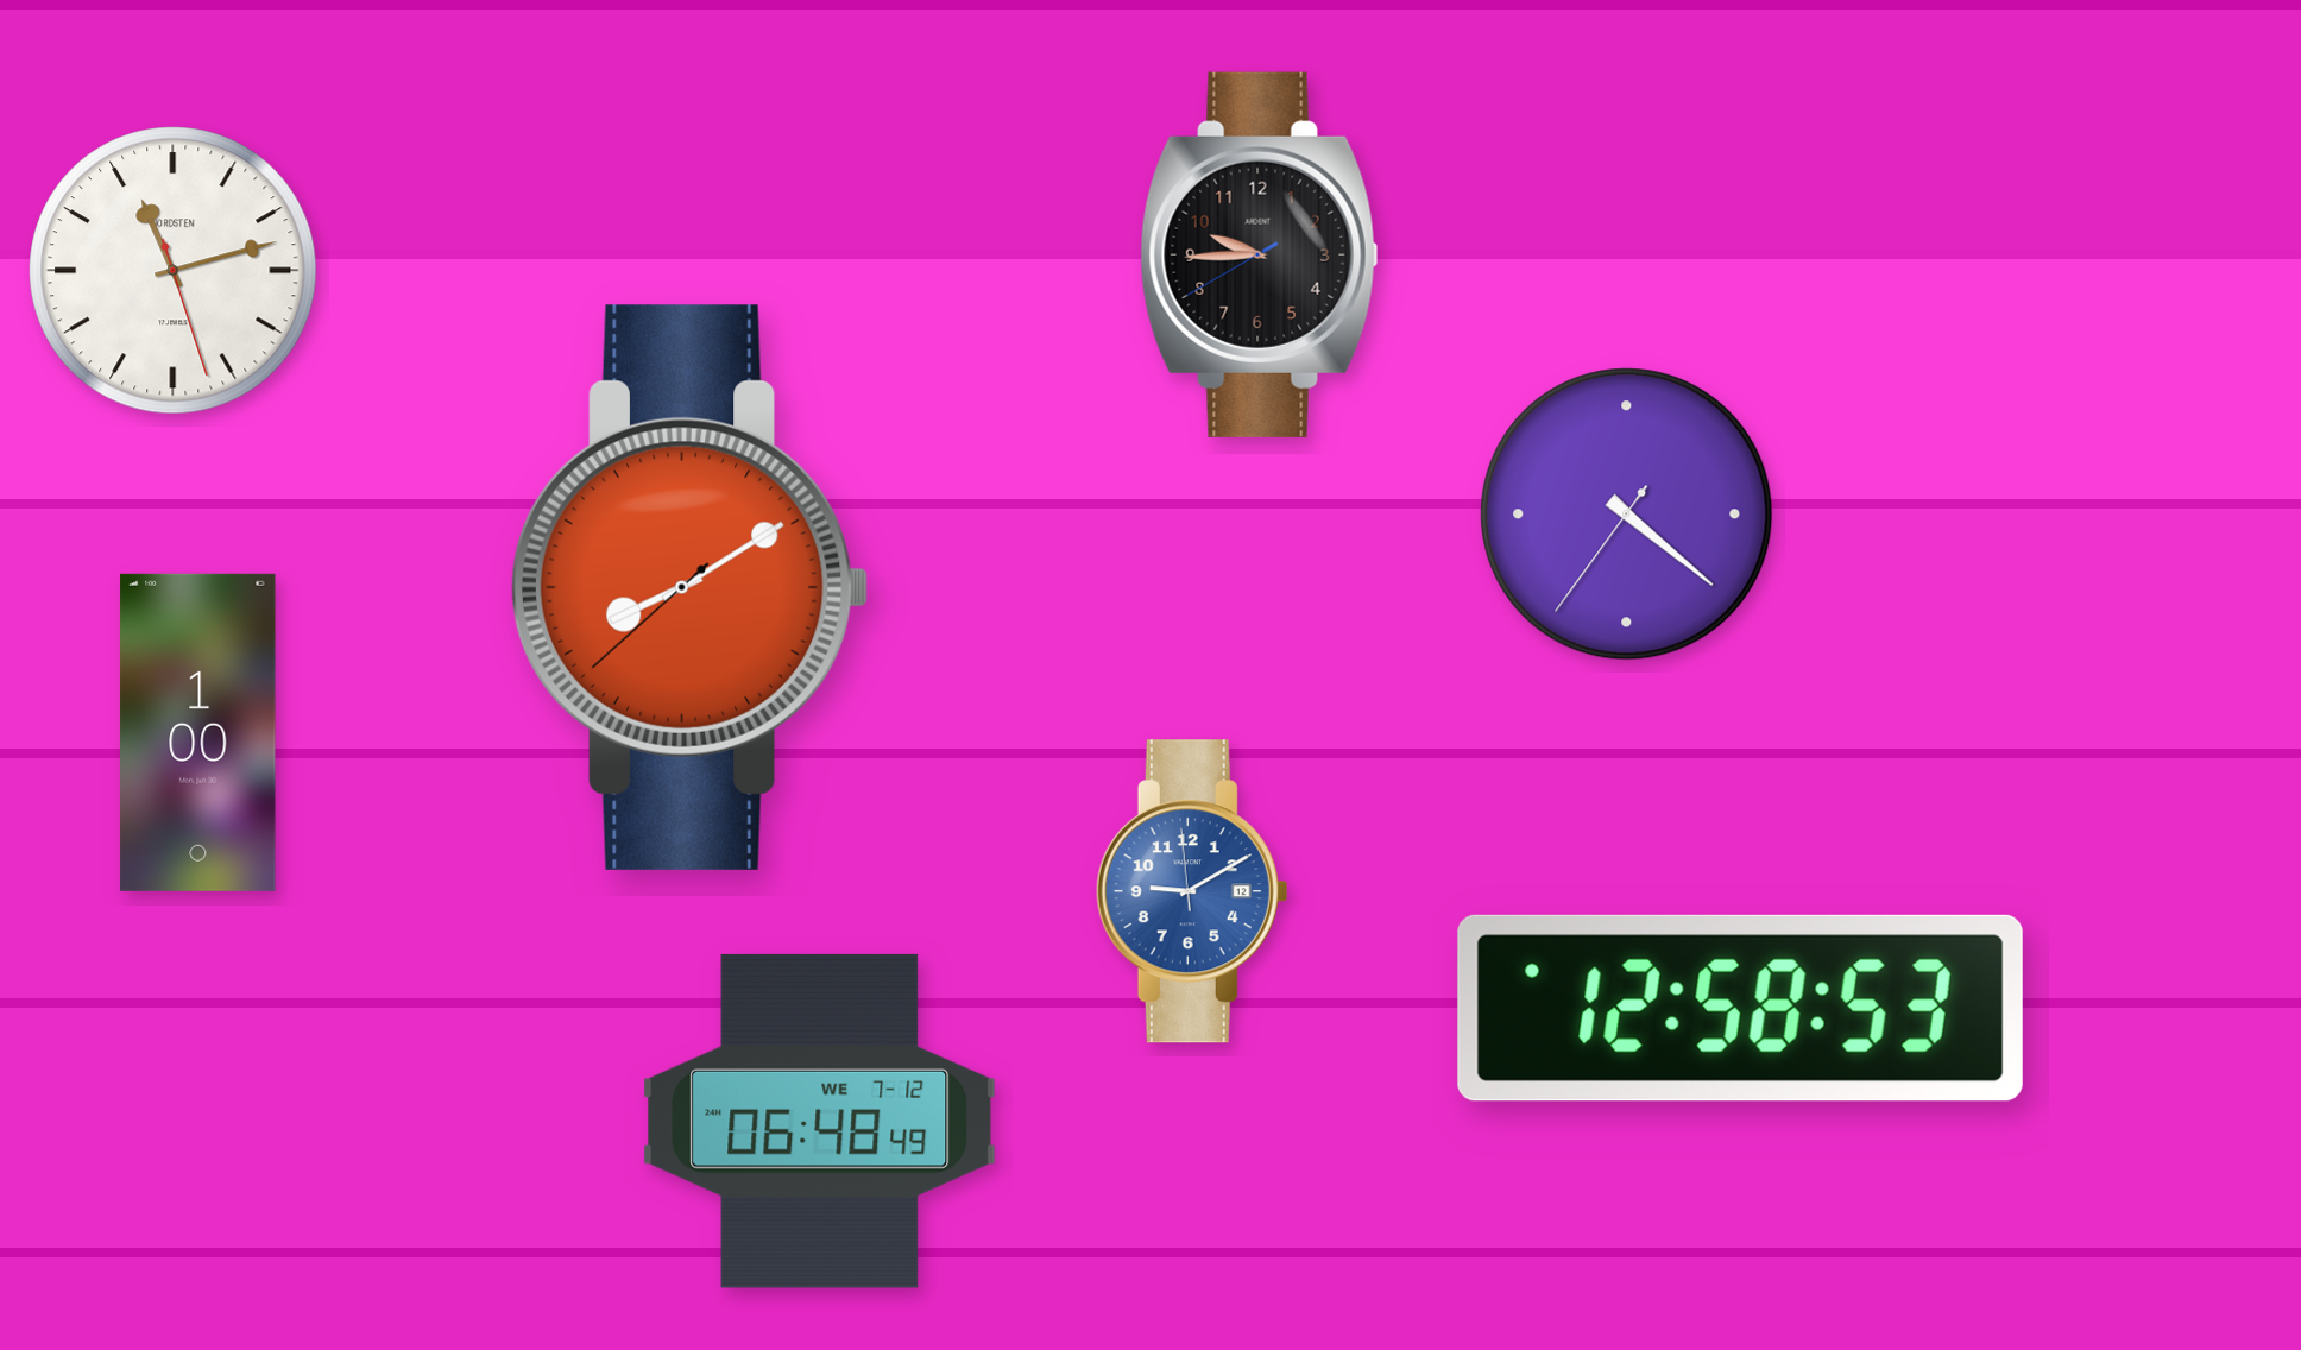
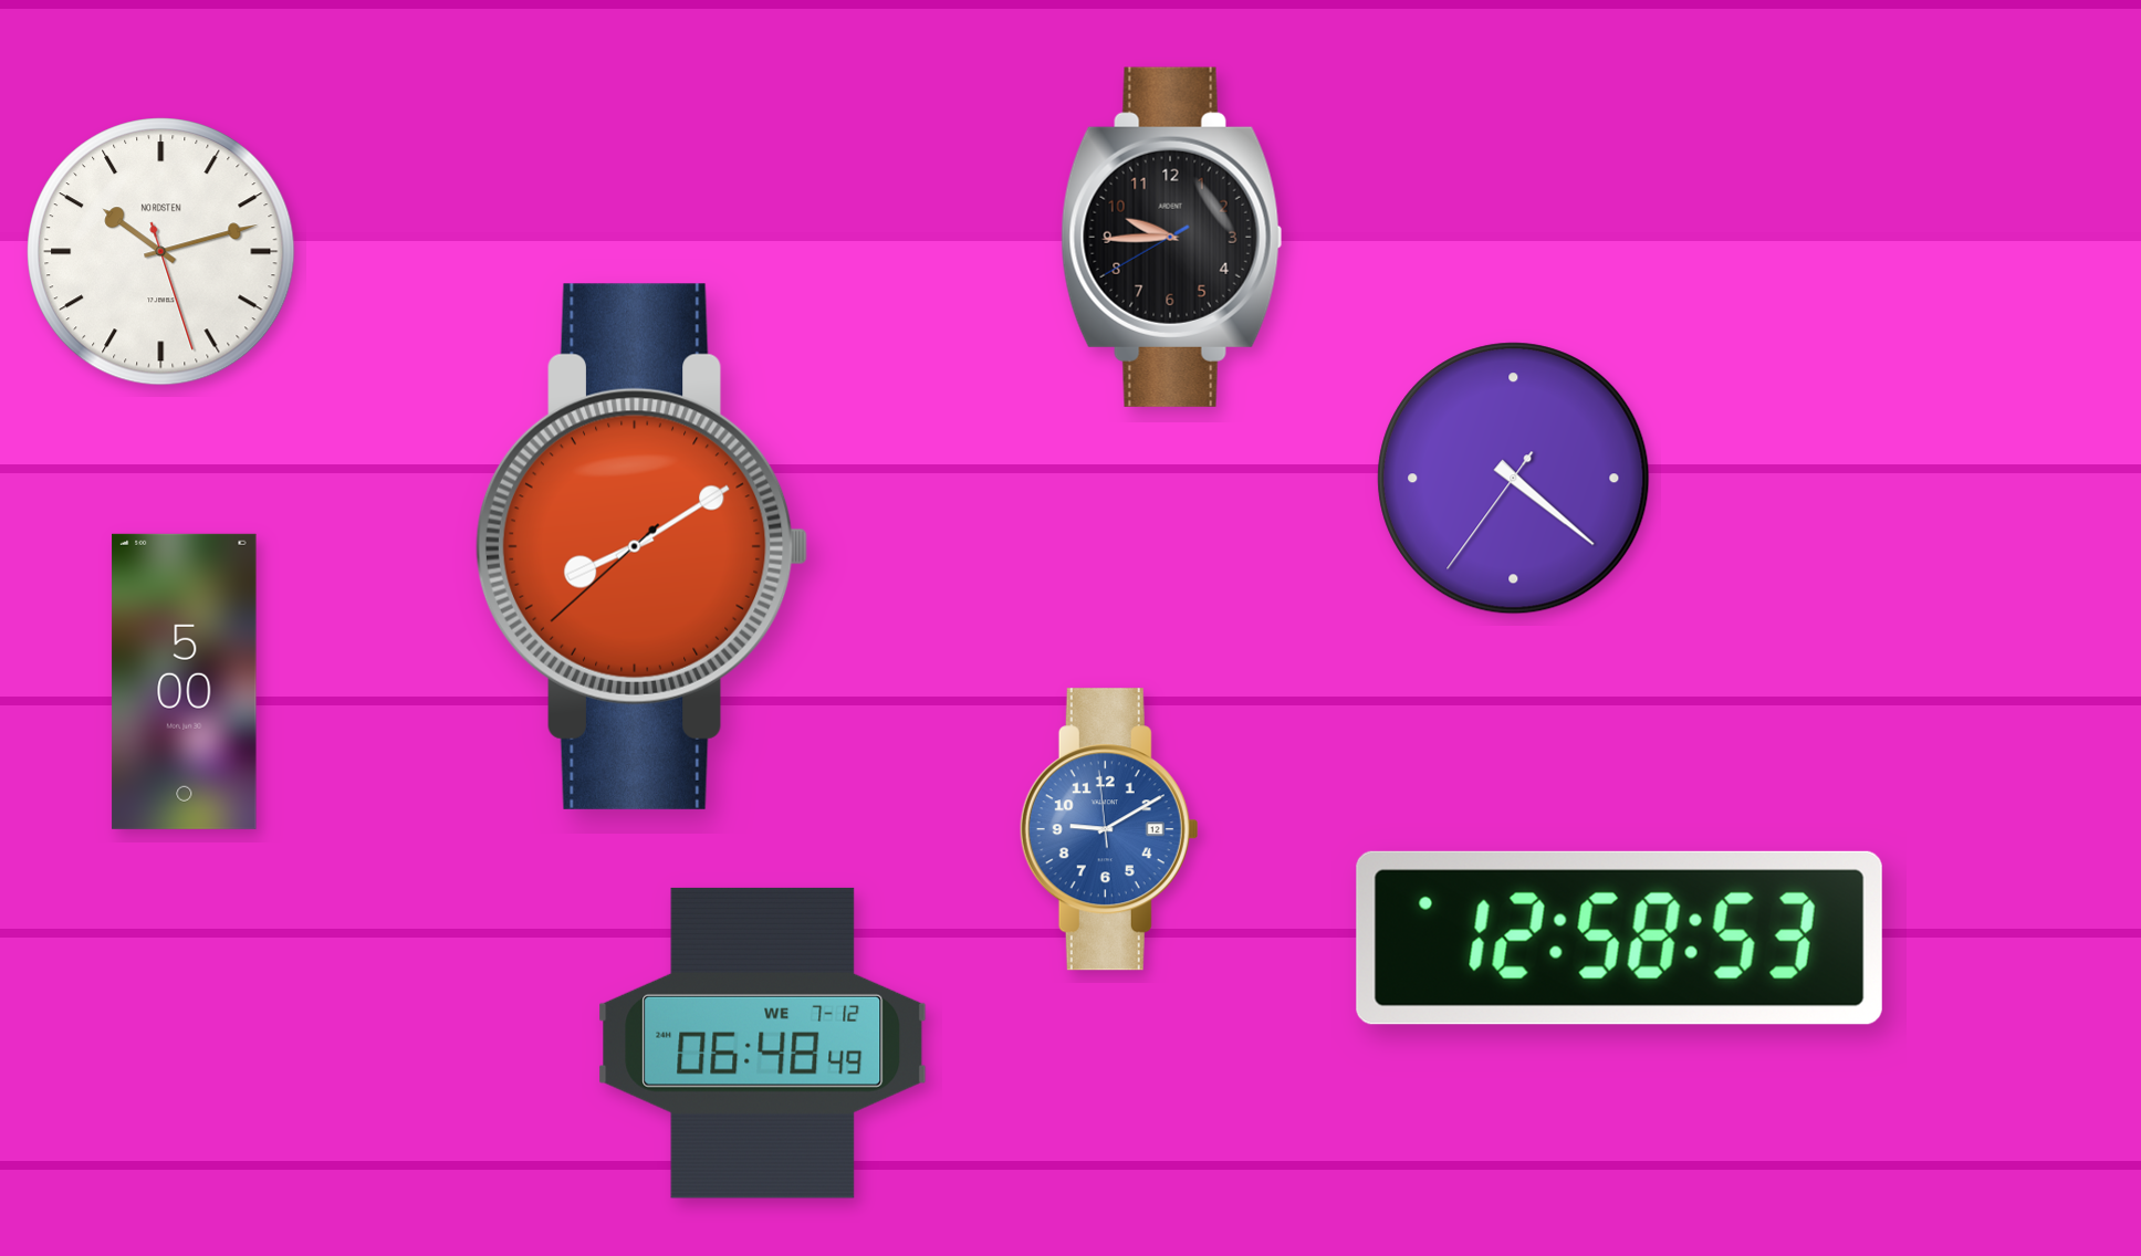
clock at (174, 271): 11:12 -> 10:12
clock at (198, 732): 1:00 -> 5:00
